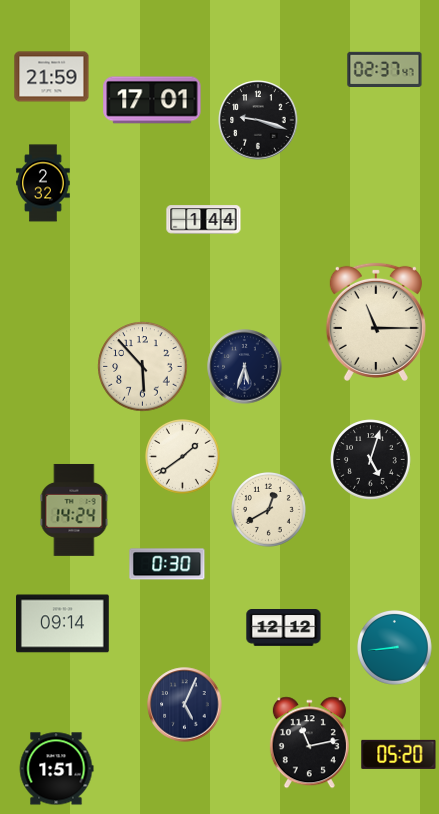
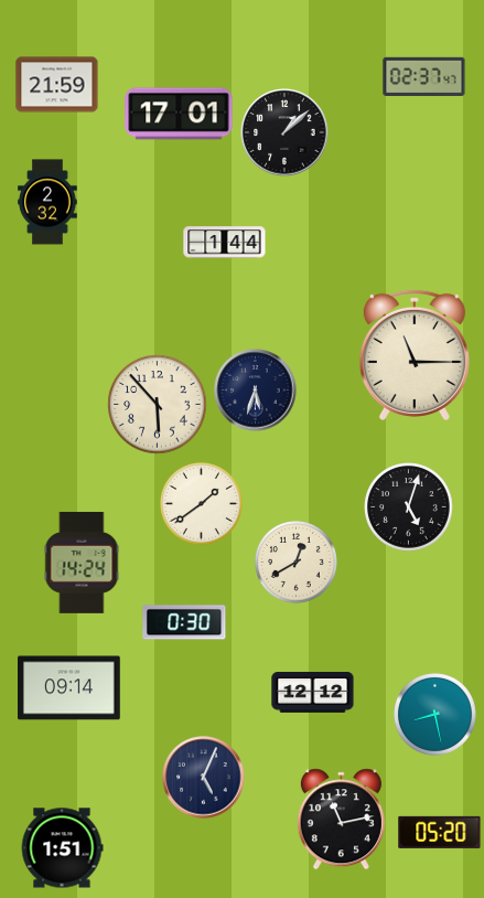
clock at (152, 100) position: (152, 100) -> (179, 114)
clock at (258, 120): 9:18 -> 1:08
clock at (245, 367) position: (245, 367) -> (256, 391)
clock at (395, 648): 8:44 -> 8:28
